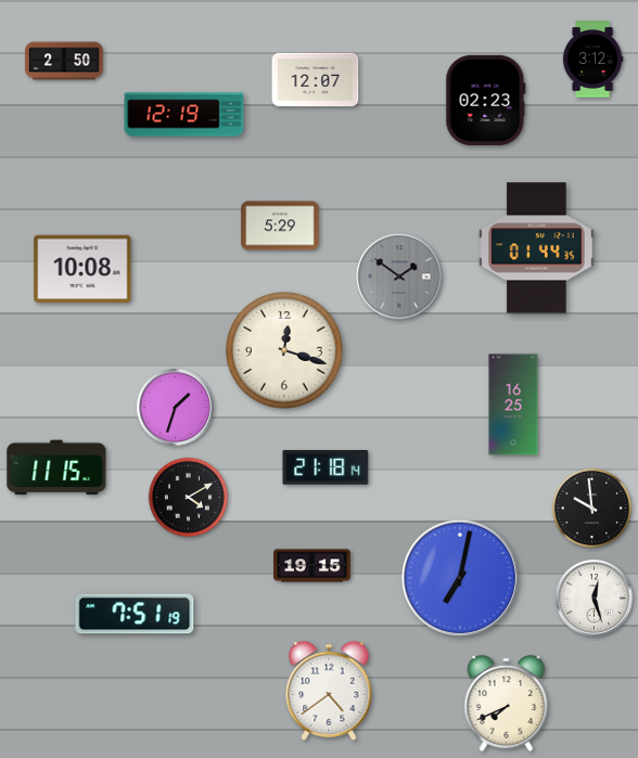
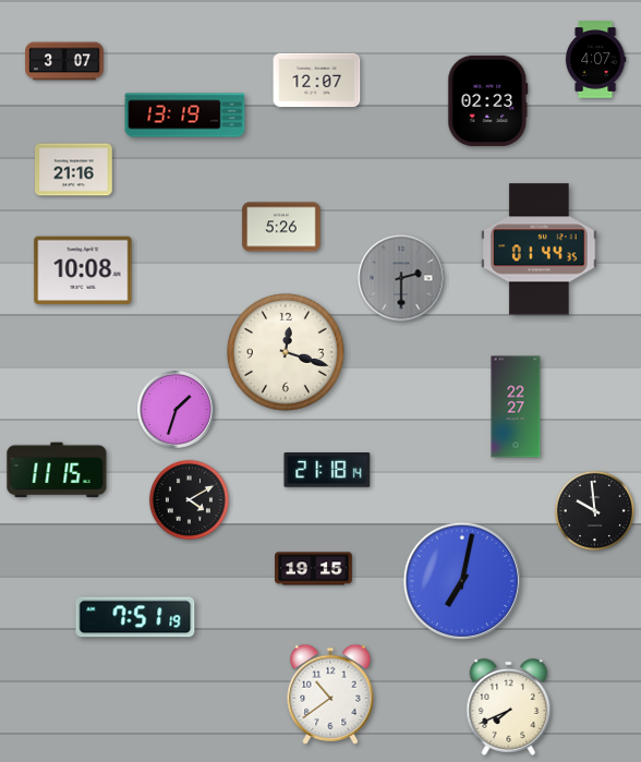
clock at (592, 60): 3:12 -> 4:07
clock at (64, 61): 2:50 -> 3:07
clock at (184, 115): 12:19 -> 13:19
clock at (74, 170): none -> 21:16
clock at (280, 226): 5:29 -> 5:26
clock at (399, 277): 1:51 -> 2:30
clock at (513, 404): 16:25 -> 22:27
clock at (595, 599): 12:27 -> none
clock at (329, 691): 4:39 -> 10:39
